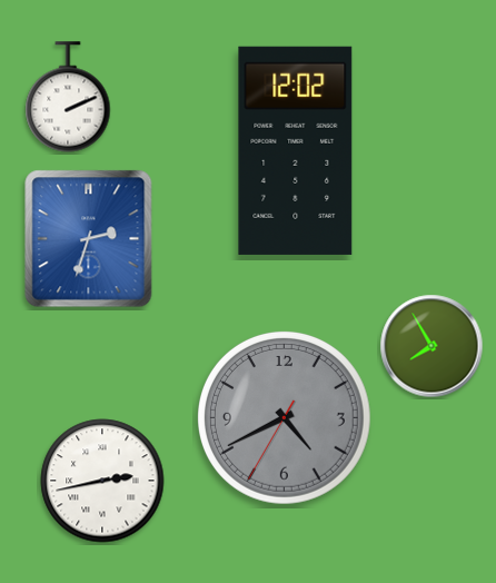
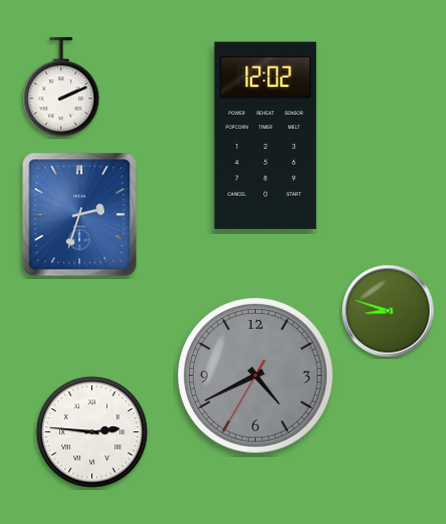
clock at (431, 346): 7:55 -> 8:48
clock at (102, 481): 2:43 -> 2:46
